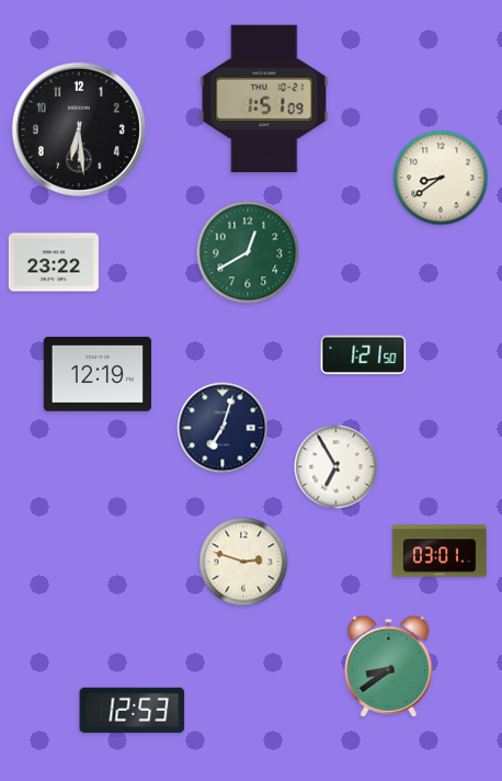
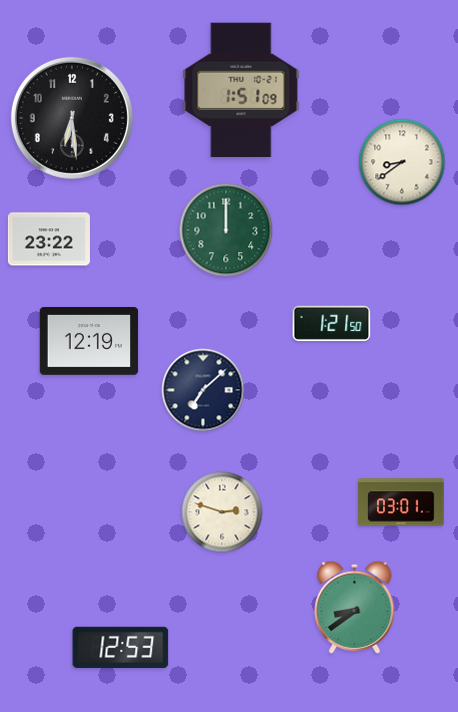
clock at (248, 252): 12:40 -> 12:00
clock at (223, 428): 7:03 -> 7:08
clock at (336, 467): 6:55 -> none
